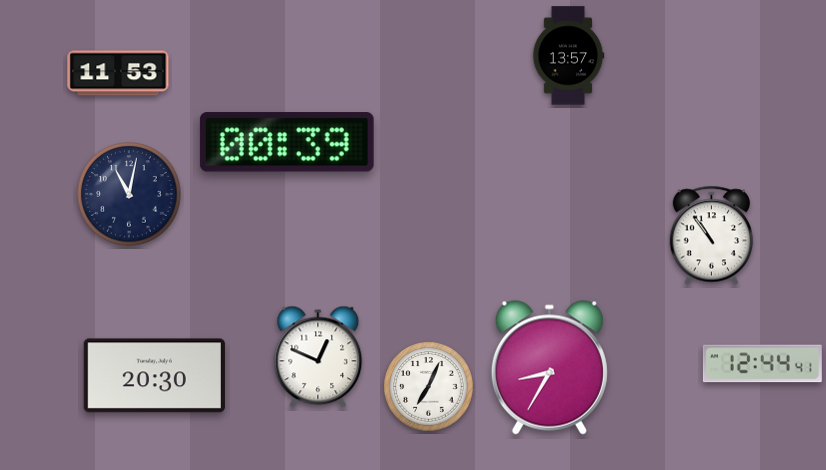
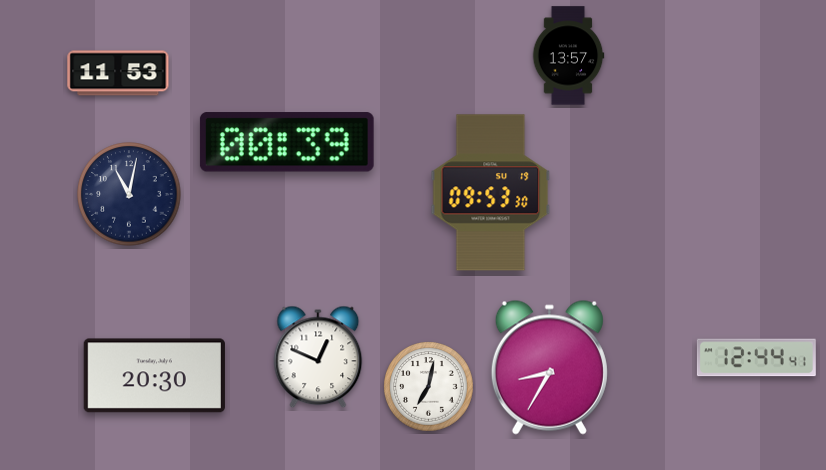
clock at (491, 193): none -> 09:53
clock at (712, 236): 10:54 -> none
clock at (762, 364) position: (762, 364) -> (756, 358)
clock at (429, 387): 7:04 -> 7:02
